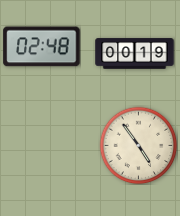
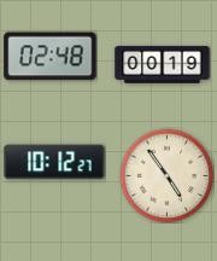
clock at (54, 162): none -> 10:12
